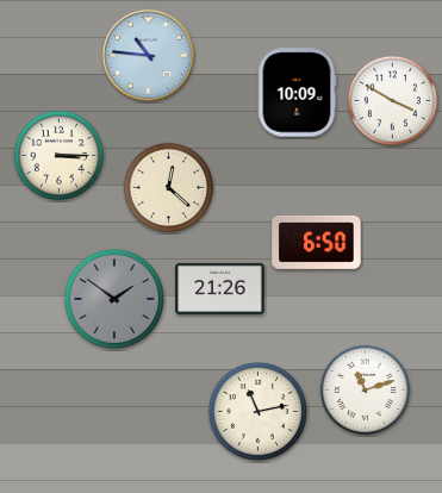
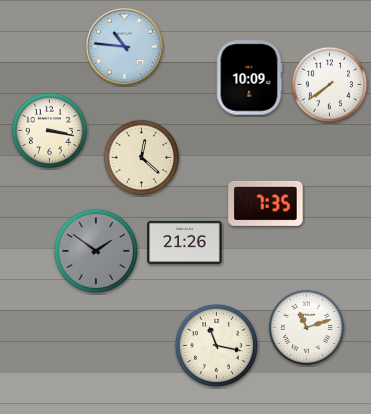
clock at (392, 100): 3:50 -> 7:39
clock at (58, 155): 3:15 -> 3:17
clock at (317, 242): 6:50 -> 7:35
clock at (257, 411): 11:13 -> 11:17
